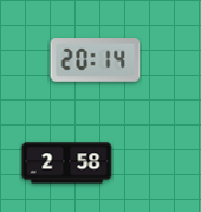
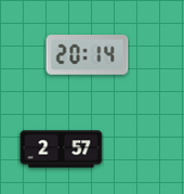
clock at (67, 163): 2:58 -> 2:57
